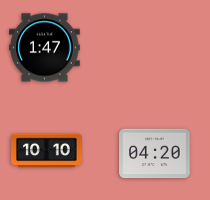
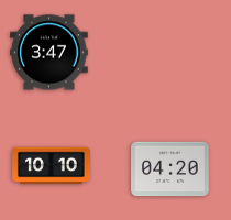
clock at (45, 48): 1:47 -> 3:47
